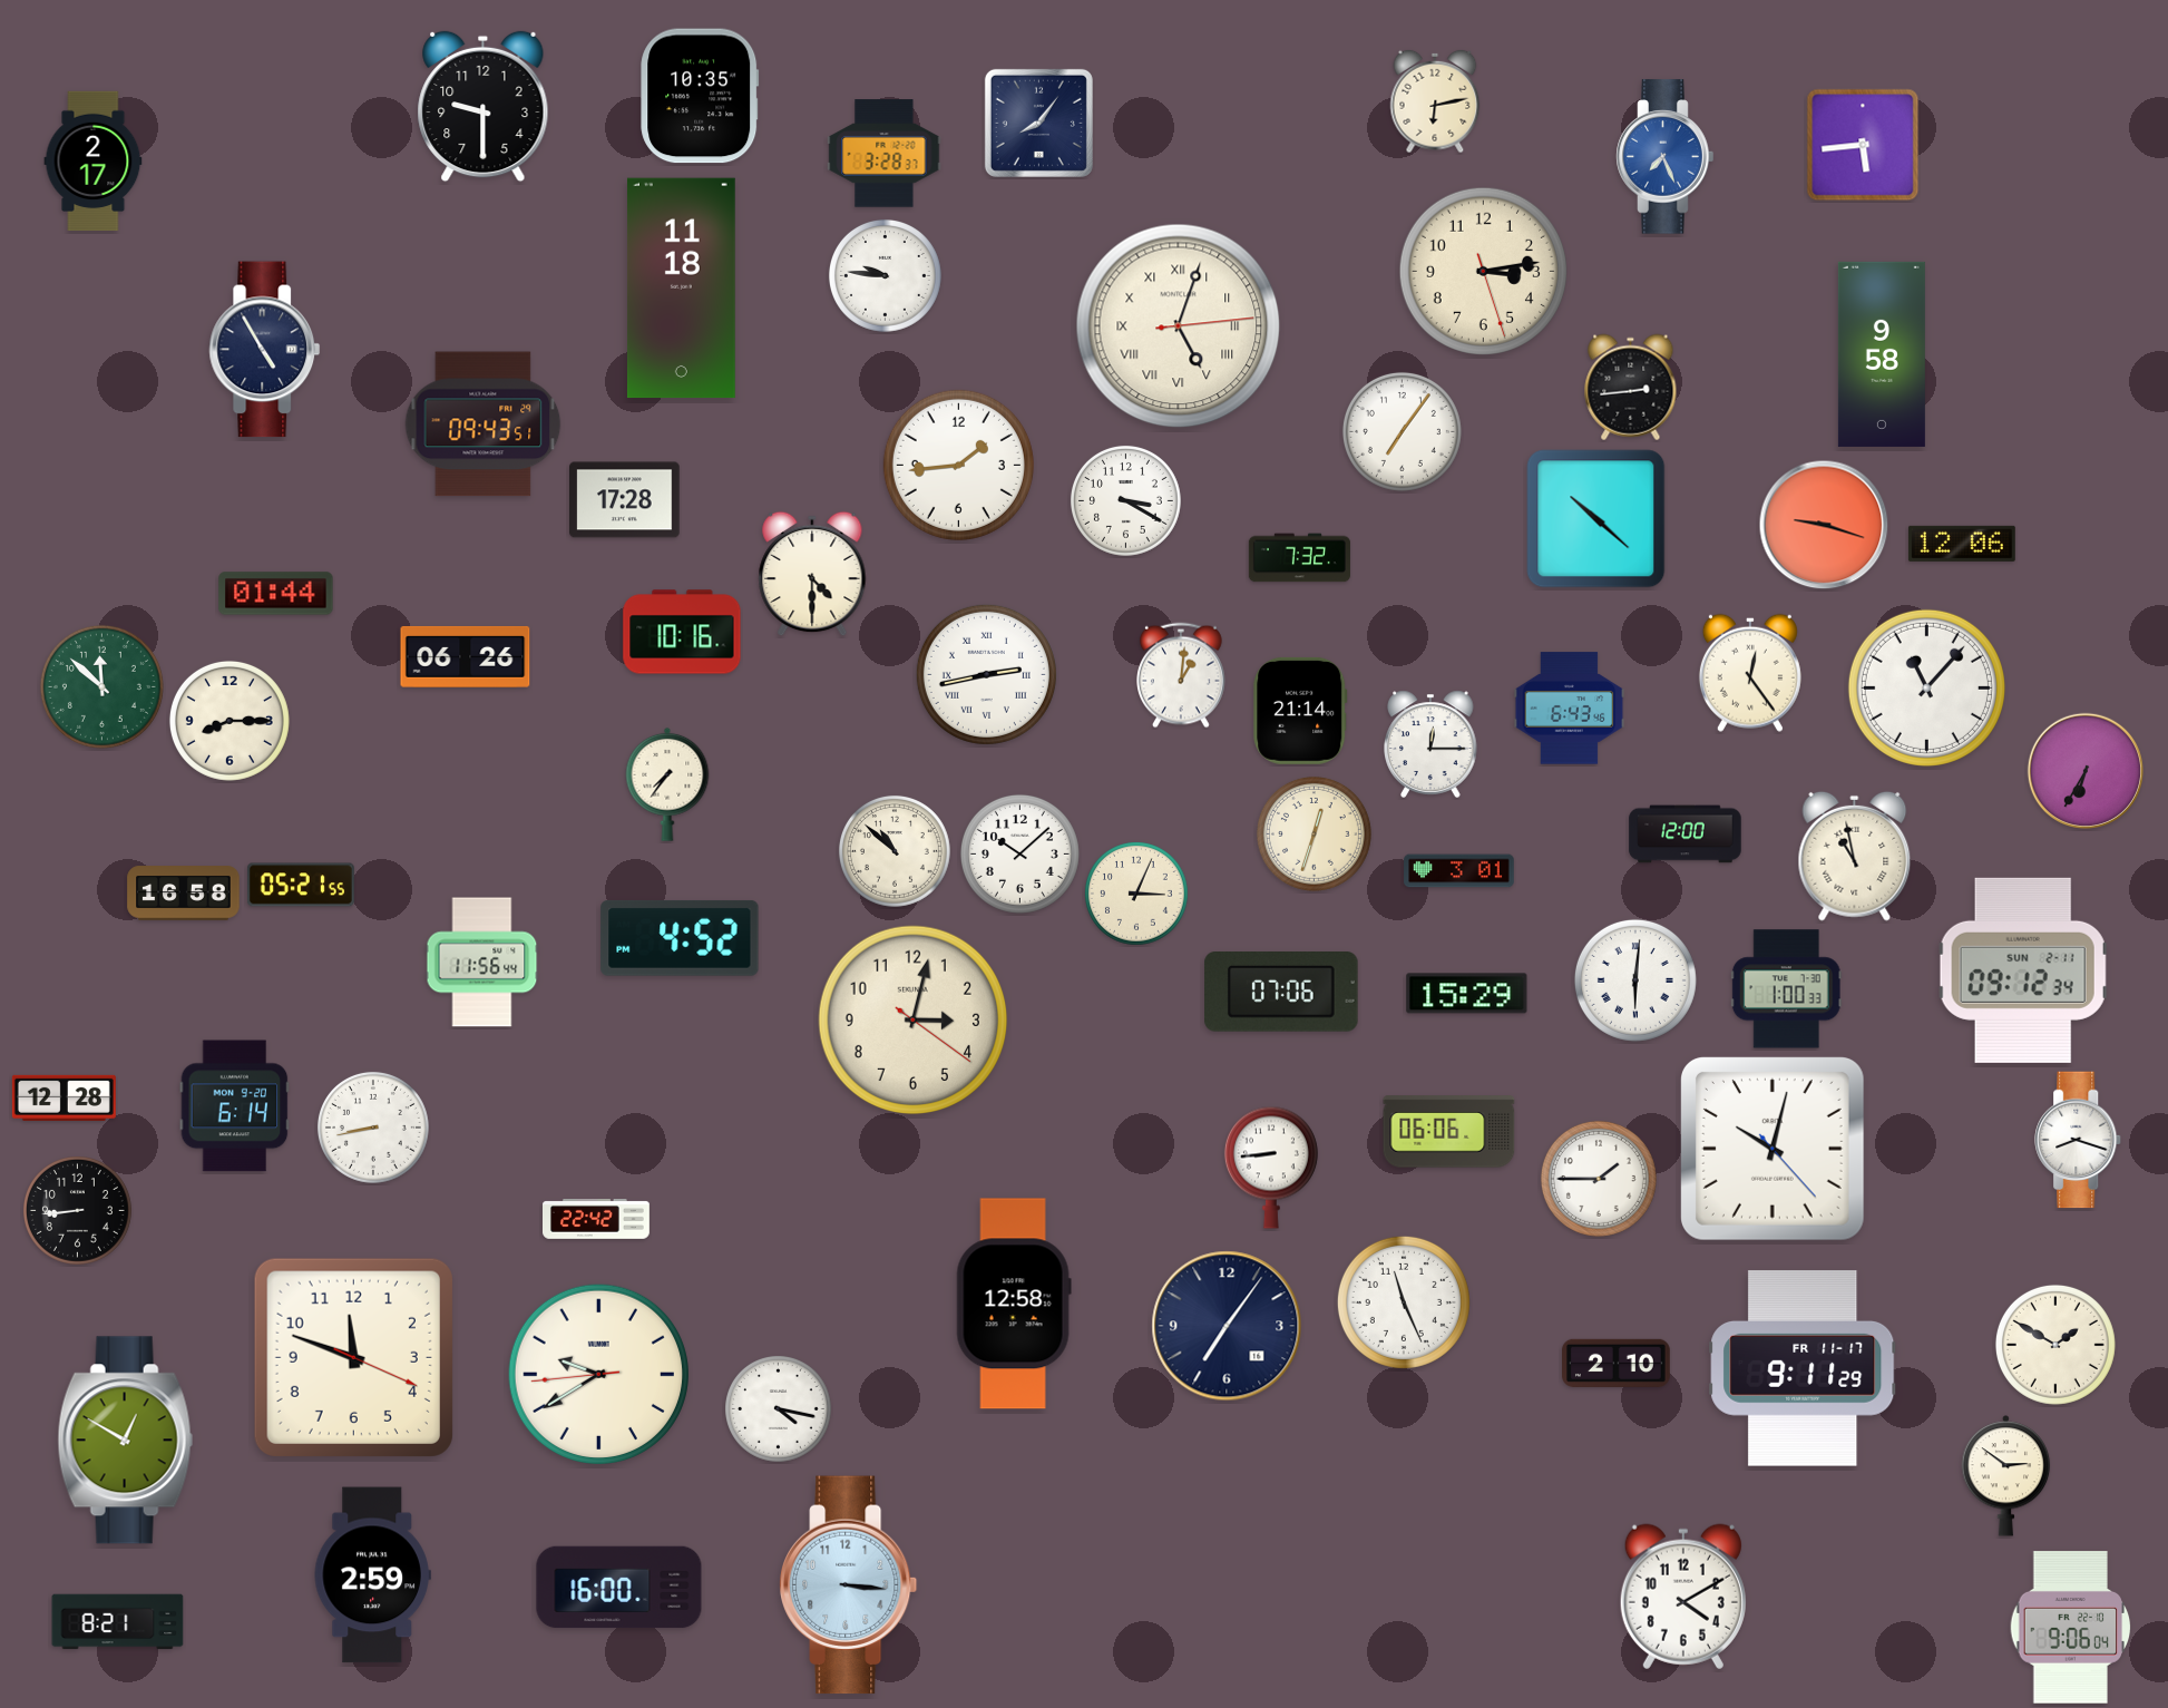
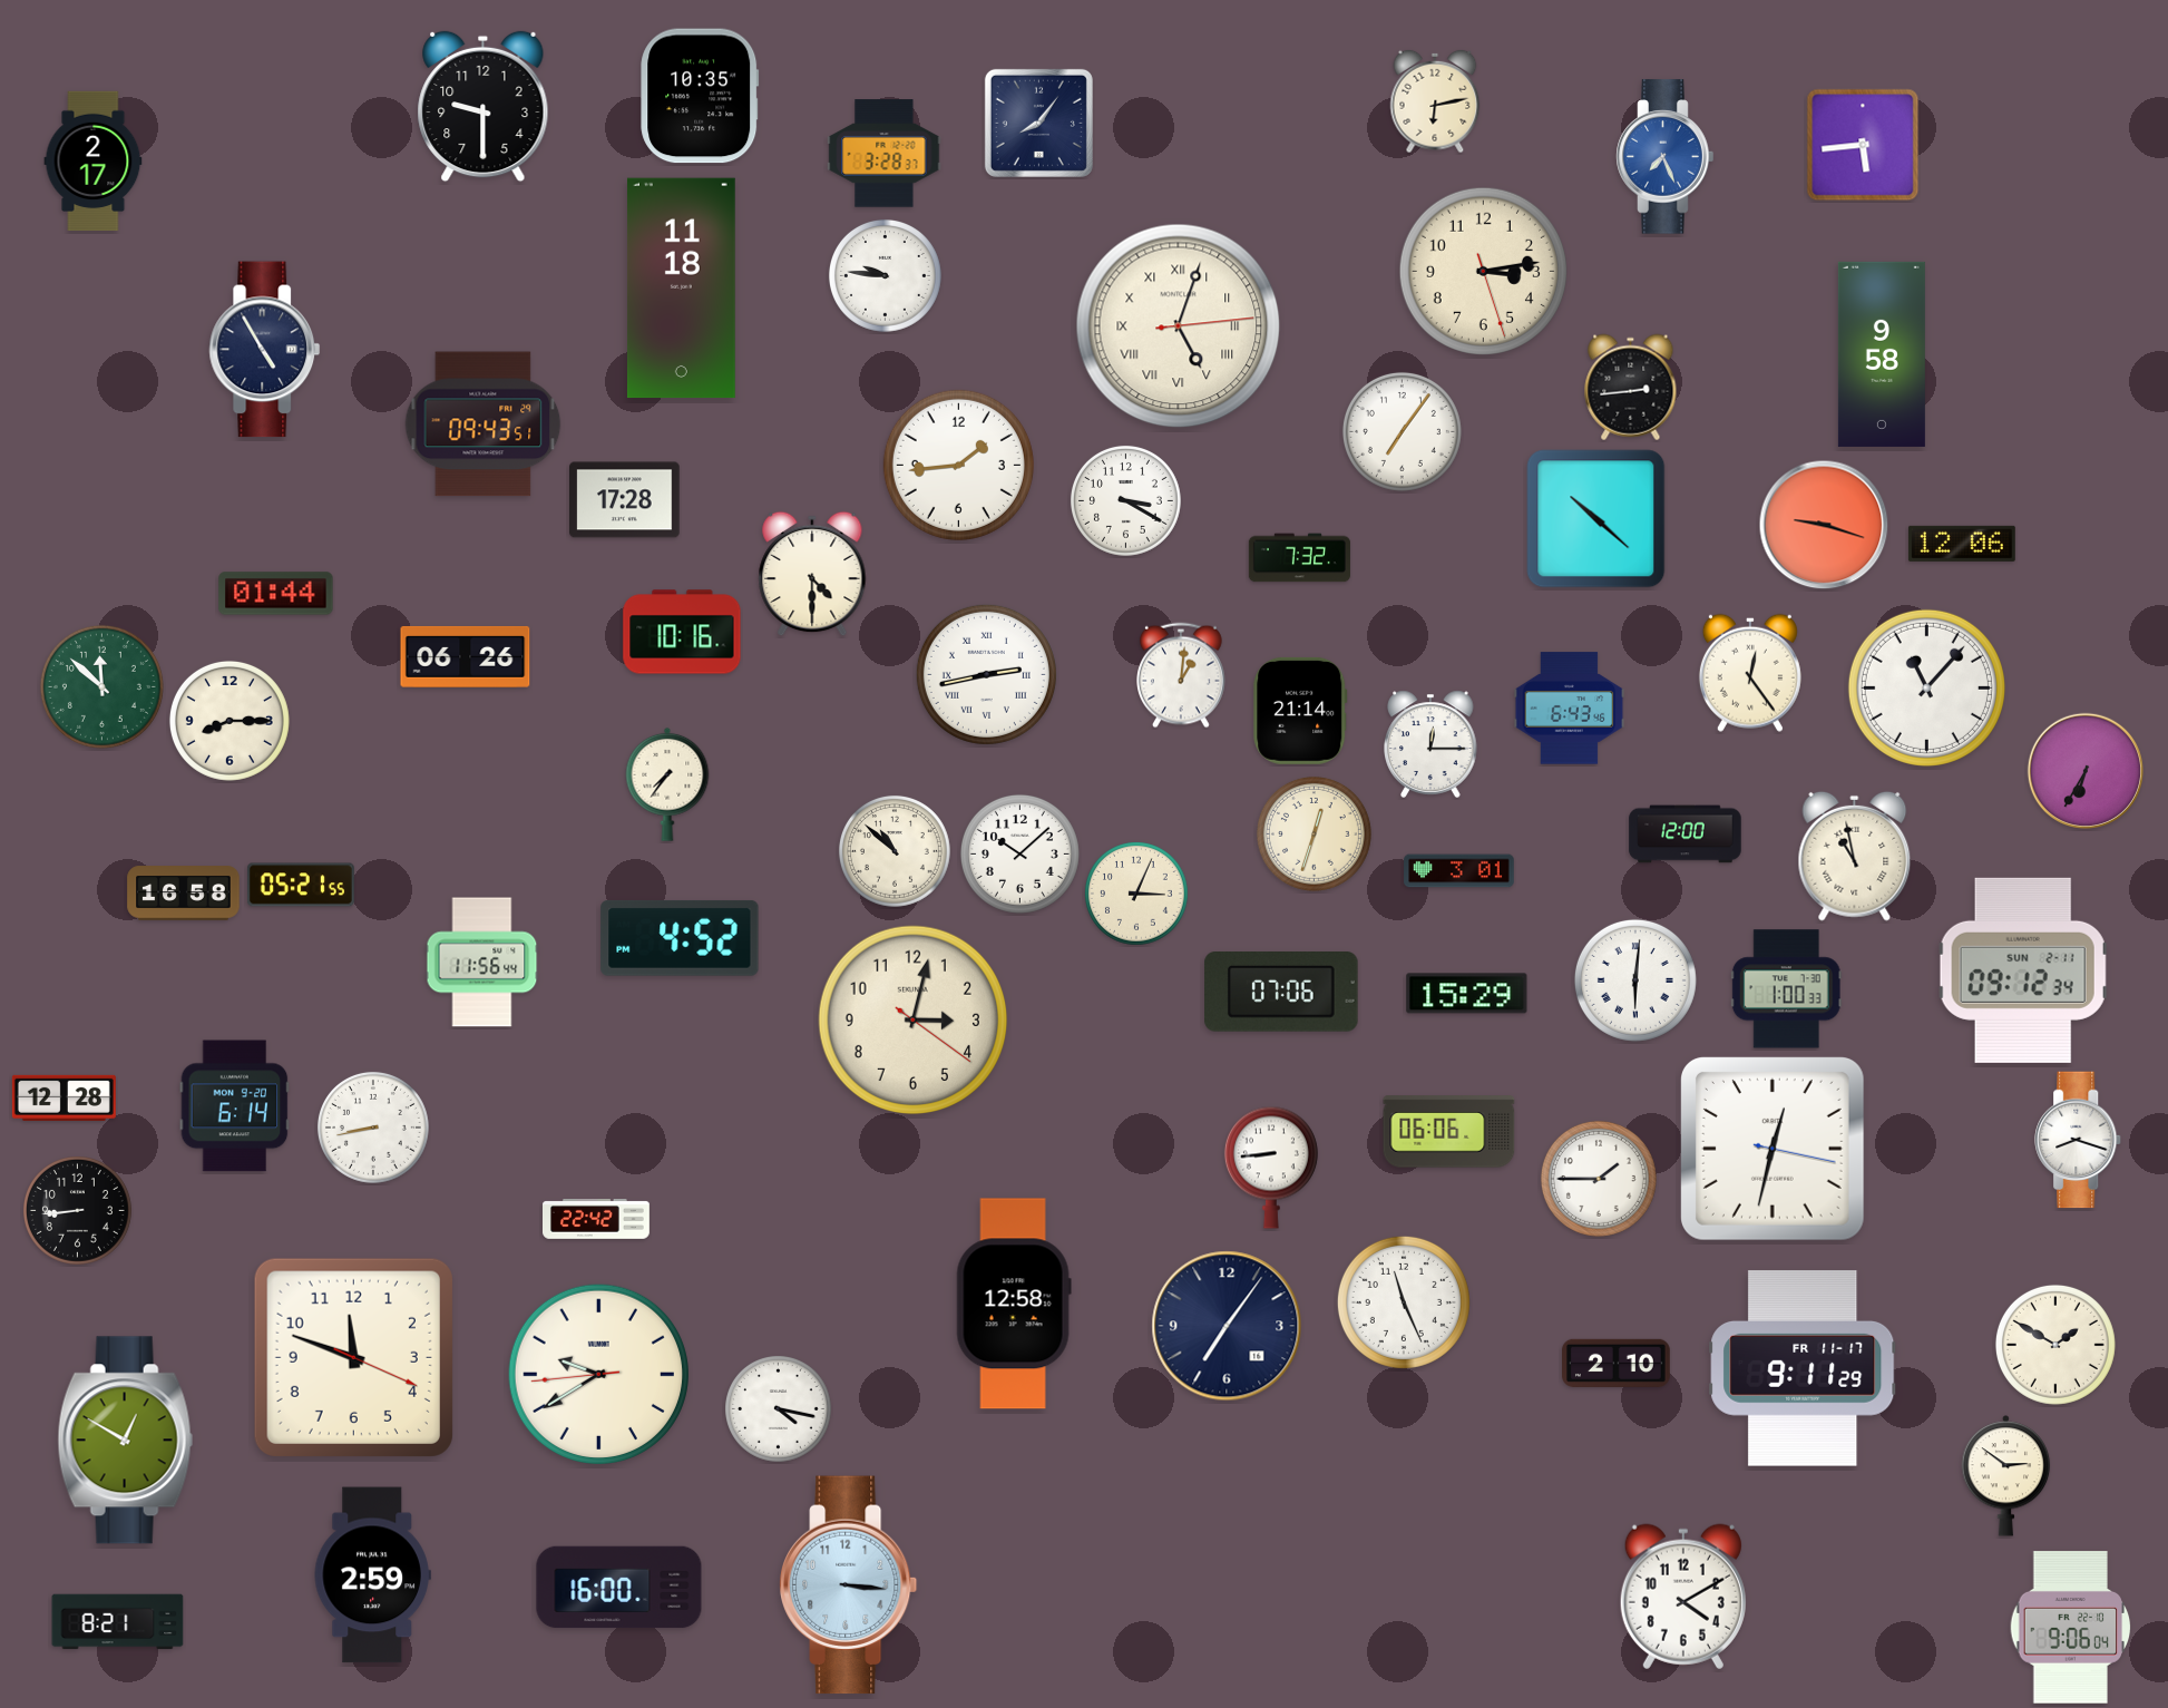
clock at (1773, 1149): 10:02 -> 12:32
